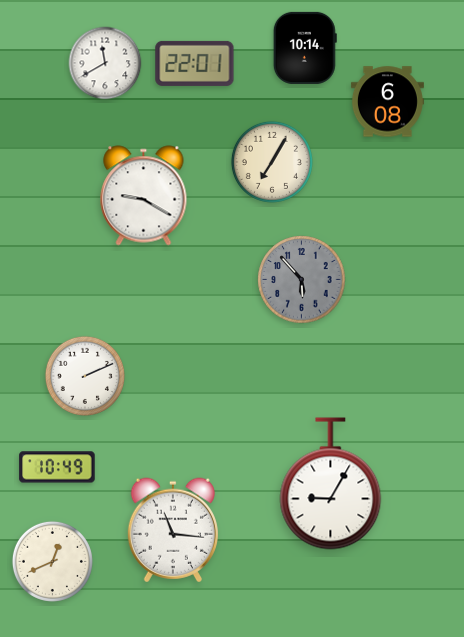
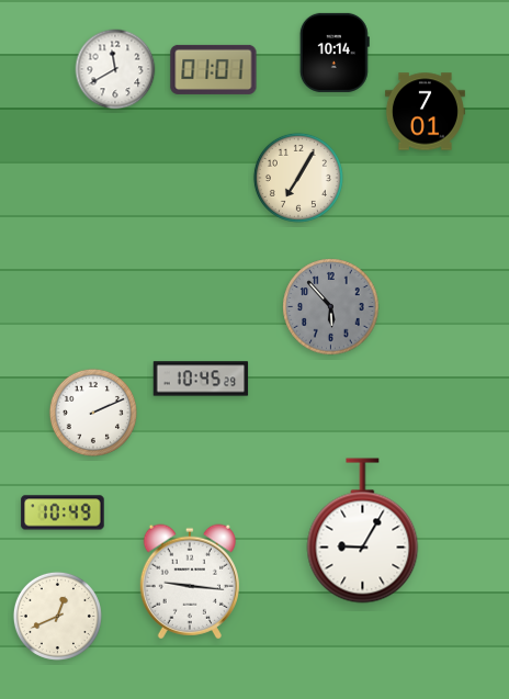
clock at (195, 63): 22:01 -> 01:01
clock at (387, 102): 6:08 -> 7:01
clock at (144, 196): 9:20 -> none
clock at (201, 379): none -> 10:45
clock at (173, 530): 11:16 -> 9:16
